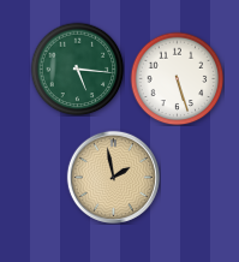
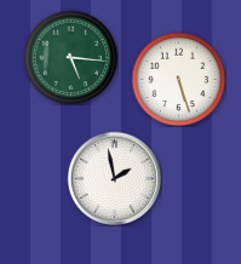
clock at (77, 69) position: (77, 69) -> (70, 57)
clock at (113, 177) dial: champagne -> white
